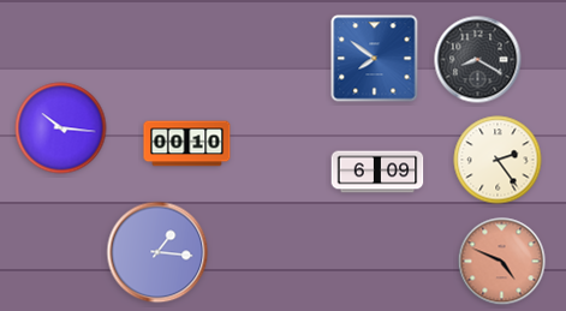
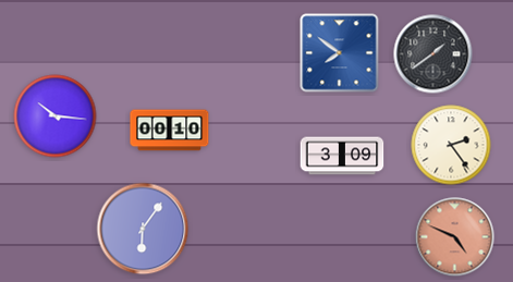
clock at (478, 60): 8:20 -> 1:39
clock at (377, 172): 6:09 -> 3:09
clock at (157, 252): 1:16 -> 6:06
